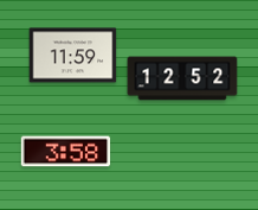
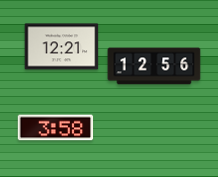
clock at (73, 56): 11:59 -> 12:21
clock at (182, 78): 12:52 -> 12:56
